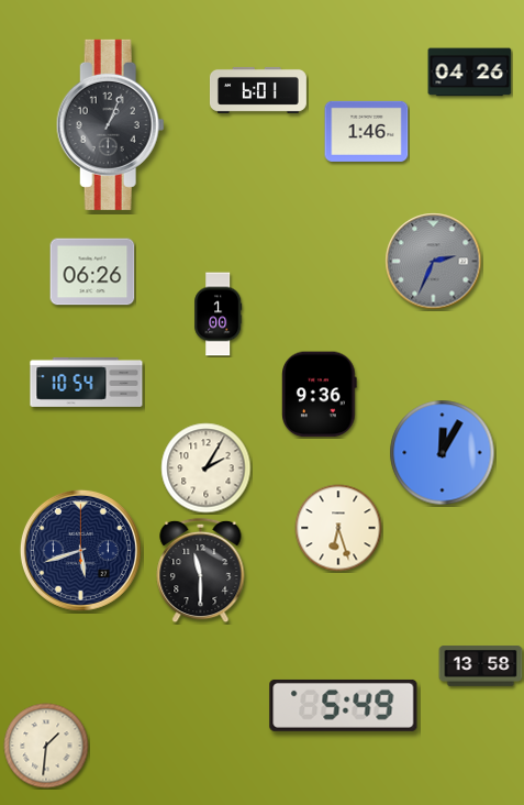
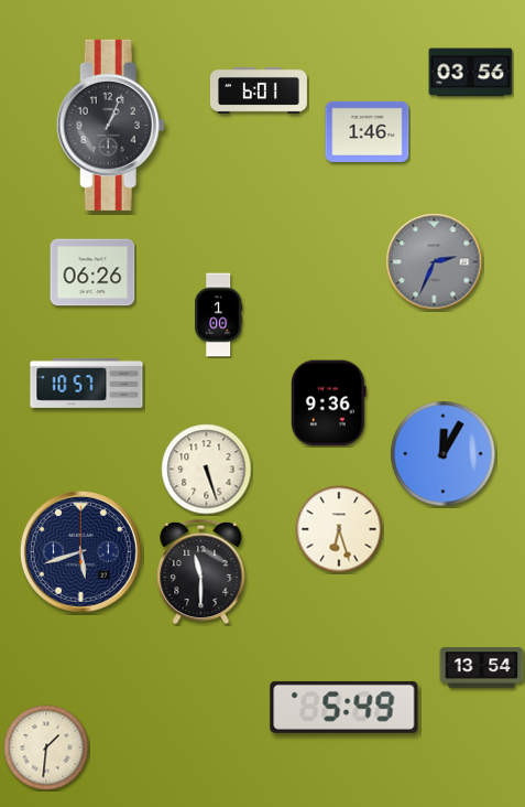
clock at (470, 73): 04:26 -> 03:56
clock at (87, 382): 10:54 -> 10:57
clock at (320, 395) position: (320, 395) -> (329, 403)
clock at (207, 468): 2:05 -> 5:27
clock at (481, 666): 13:58 -> 13:54
